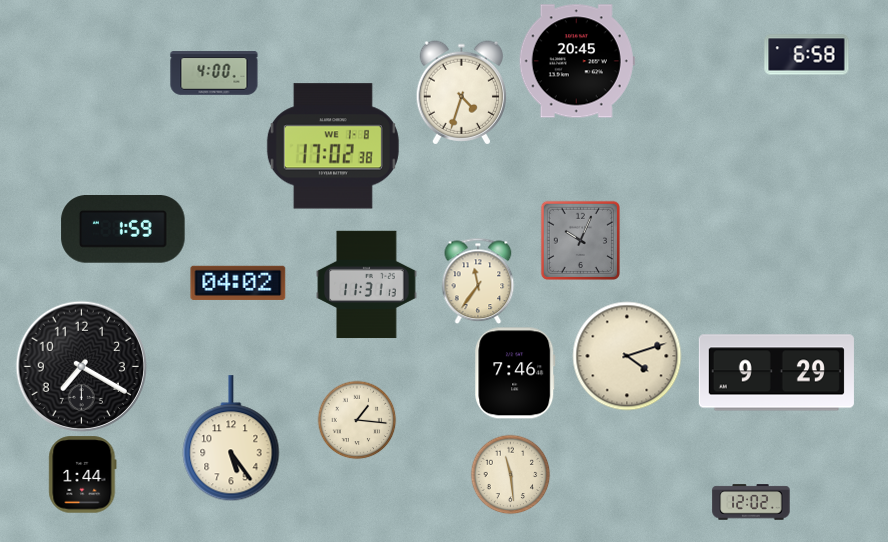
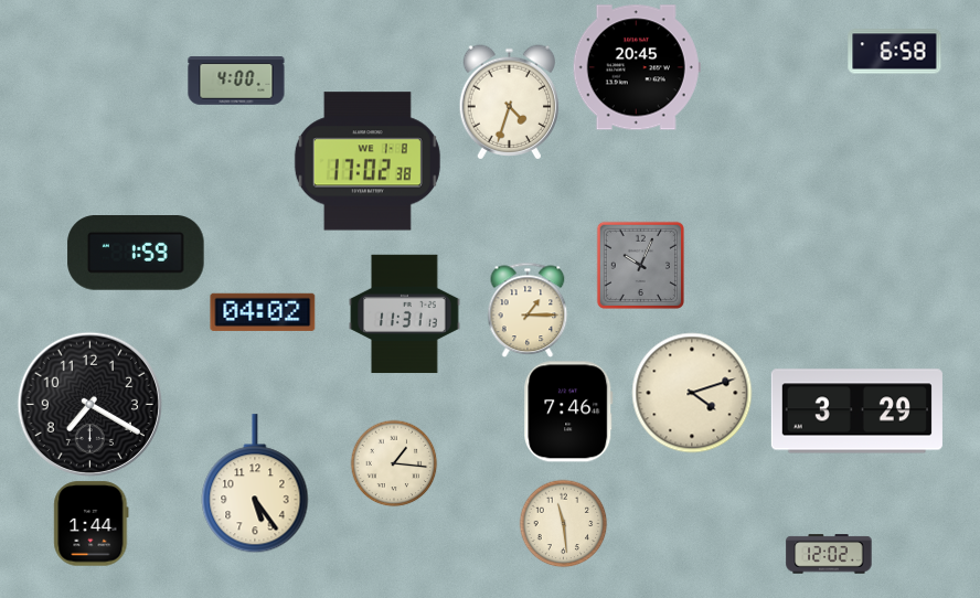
clock at (807, 55) position: (807, 55) -> (895, 52)
clock at (478, 281): 11:36 -> 1:15
clock at (776, 373): 9:29 -> 3:29
